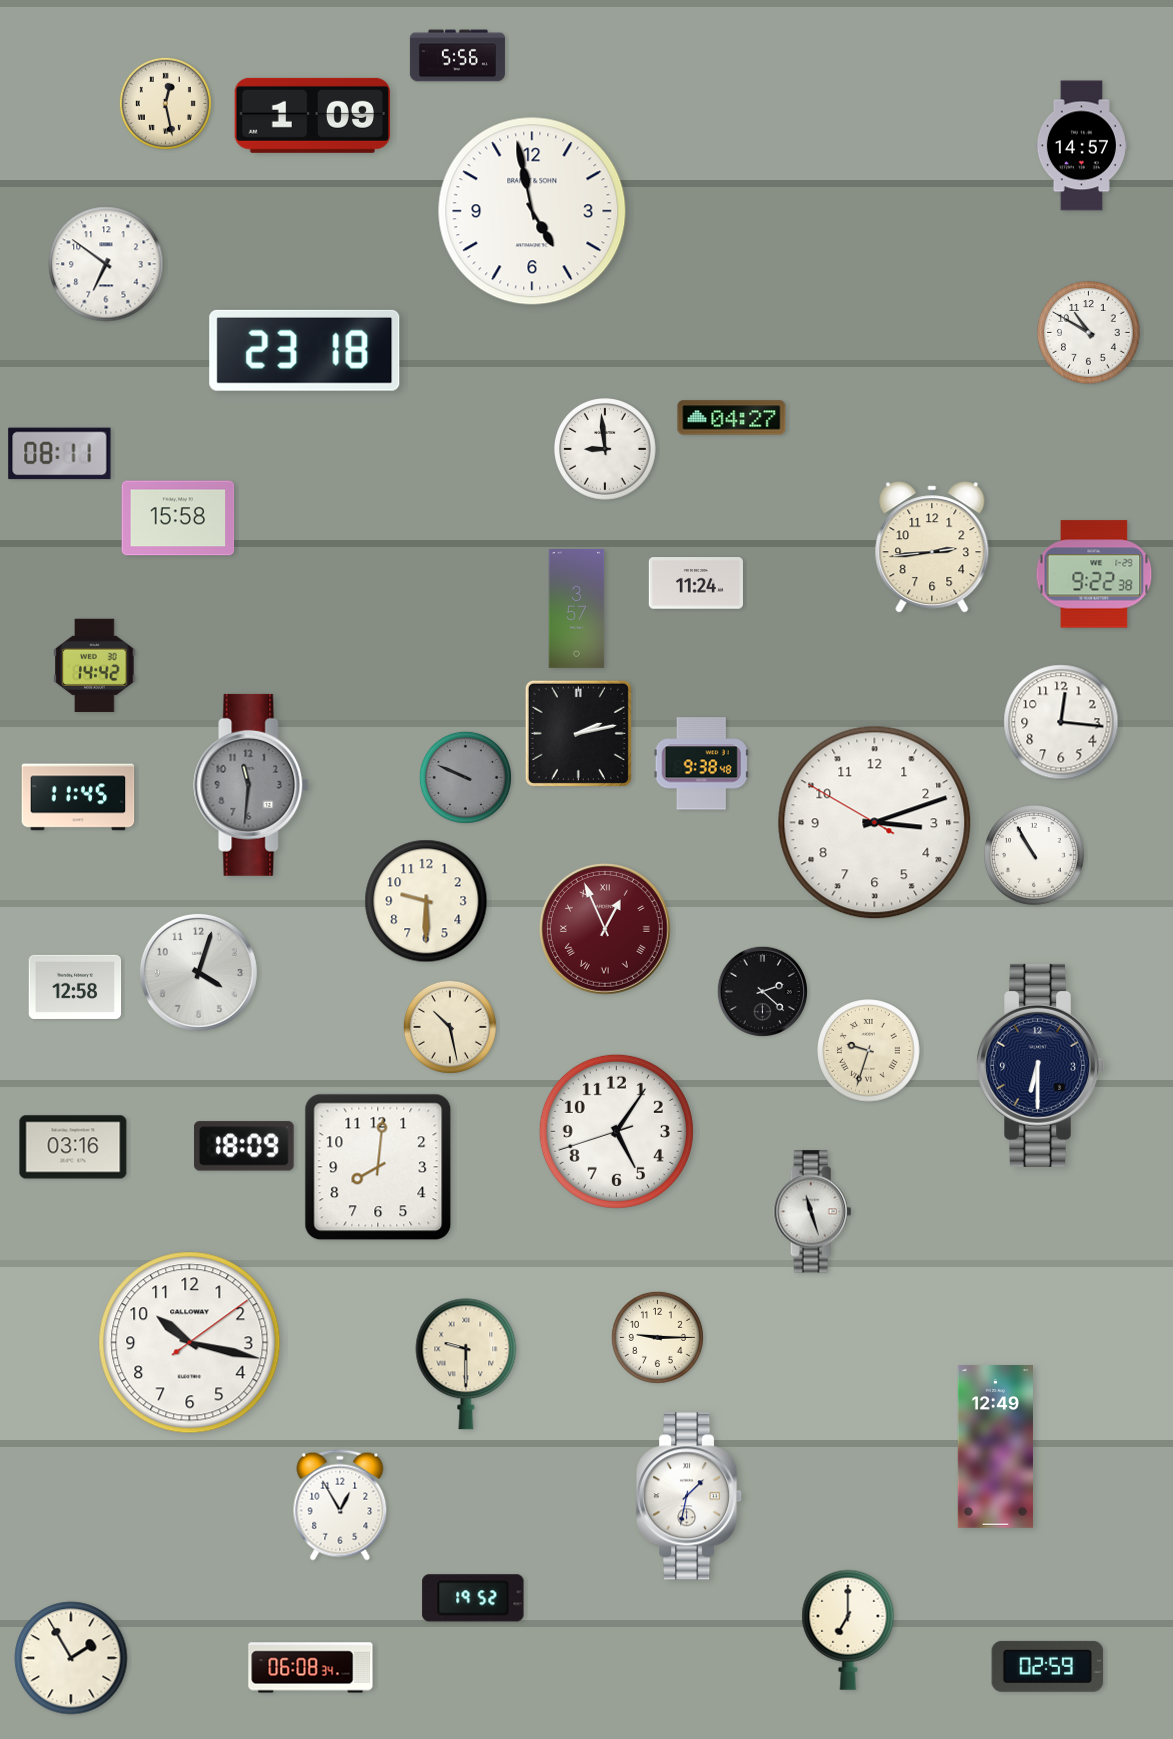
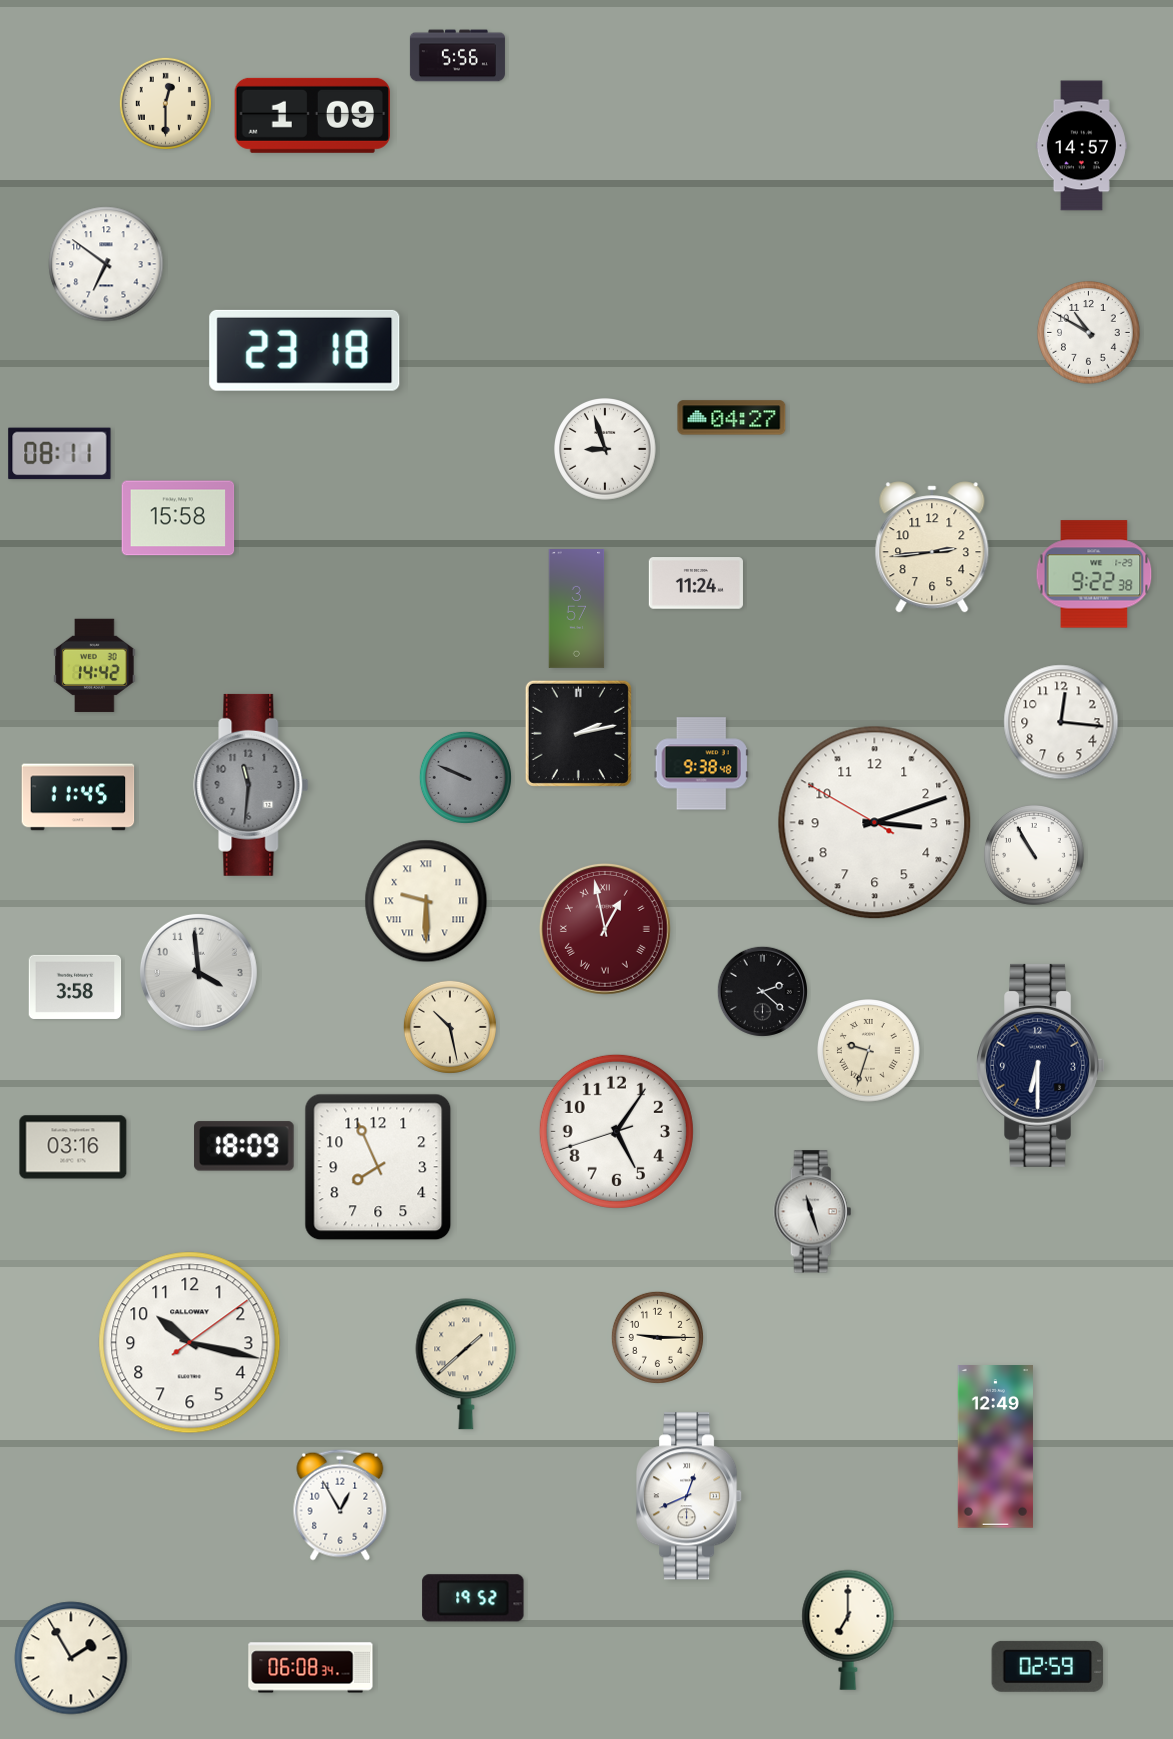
clock at (165, 103): 12:28 -> 12:30
clock at (532, 211): 4:58 -> none
clock at (606, 450): 8:59 -> 8:57
clock at (426, 901) numerals: Arabic -> Roman
clock at (605, 929): 12:56 -> 12:58
clock at (198, 972): 4:03 -> 3:59
clock at (75, 987): 12:58 -> 3:58
clock at (378, 1167): 8:01 -> 7:56
clock at (466, 1364): 9:30 -> 1:38
clock at (689, 1496): 1:32 -> 12:41
